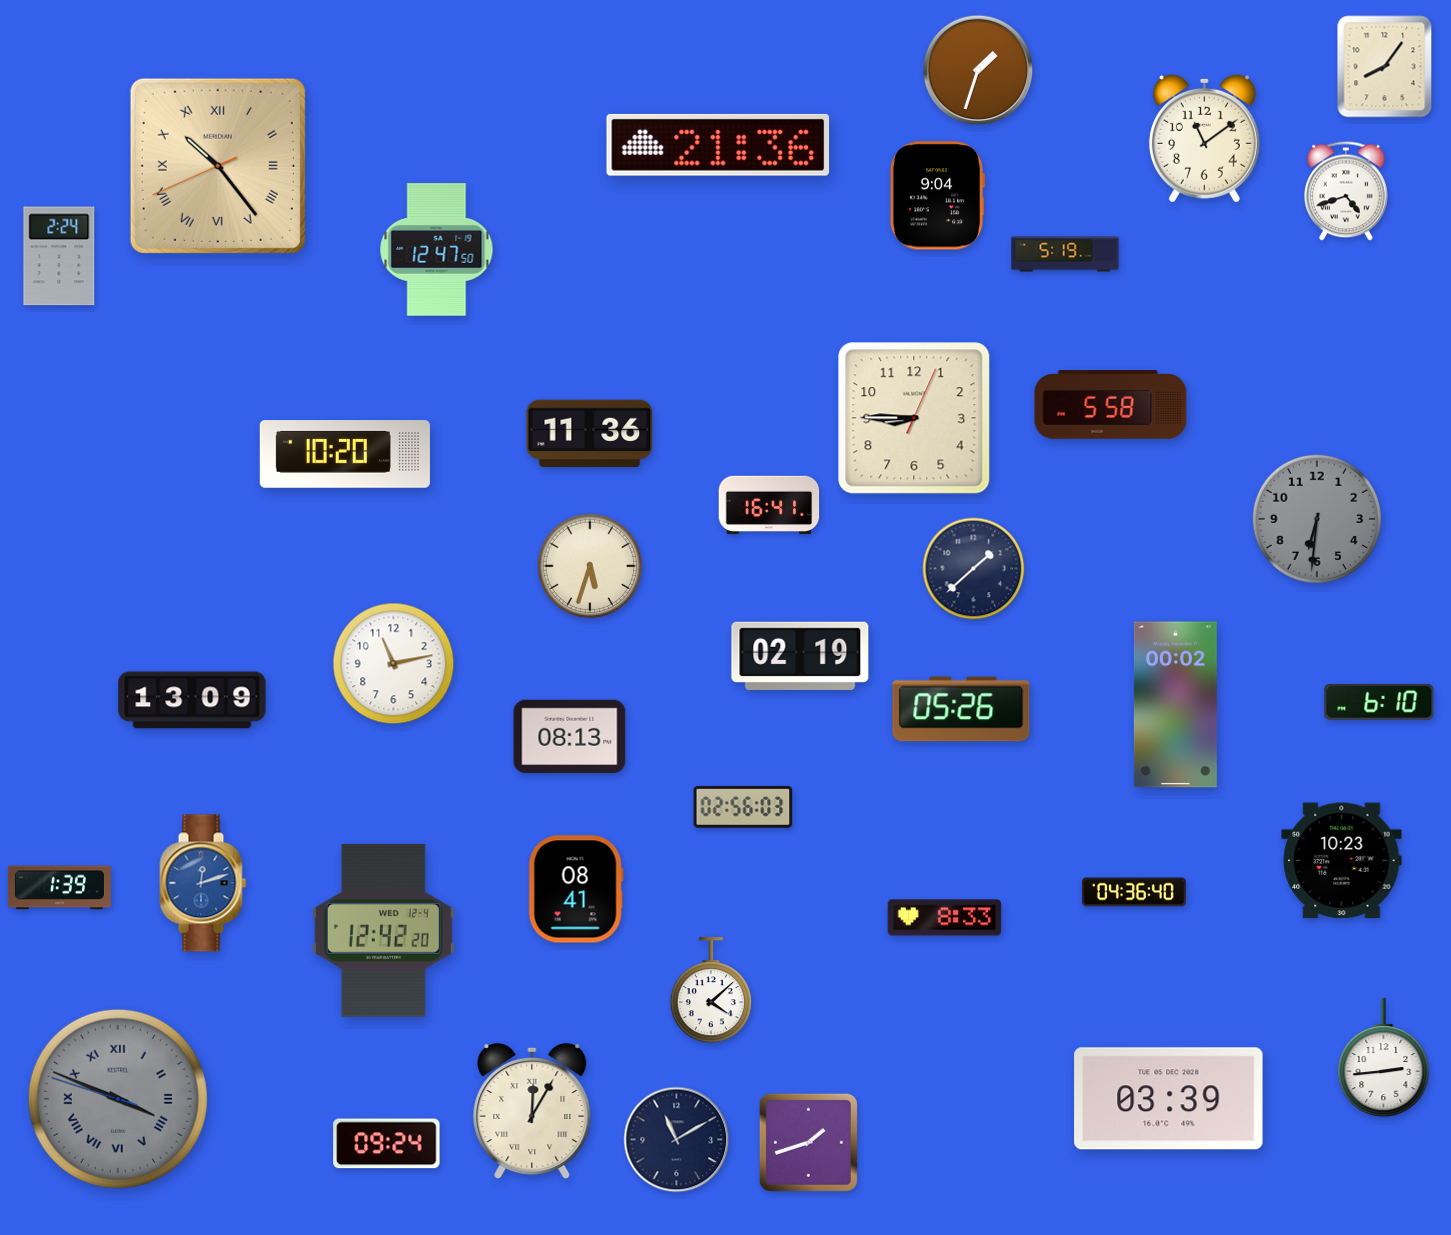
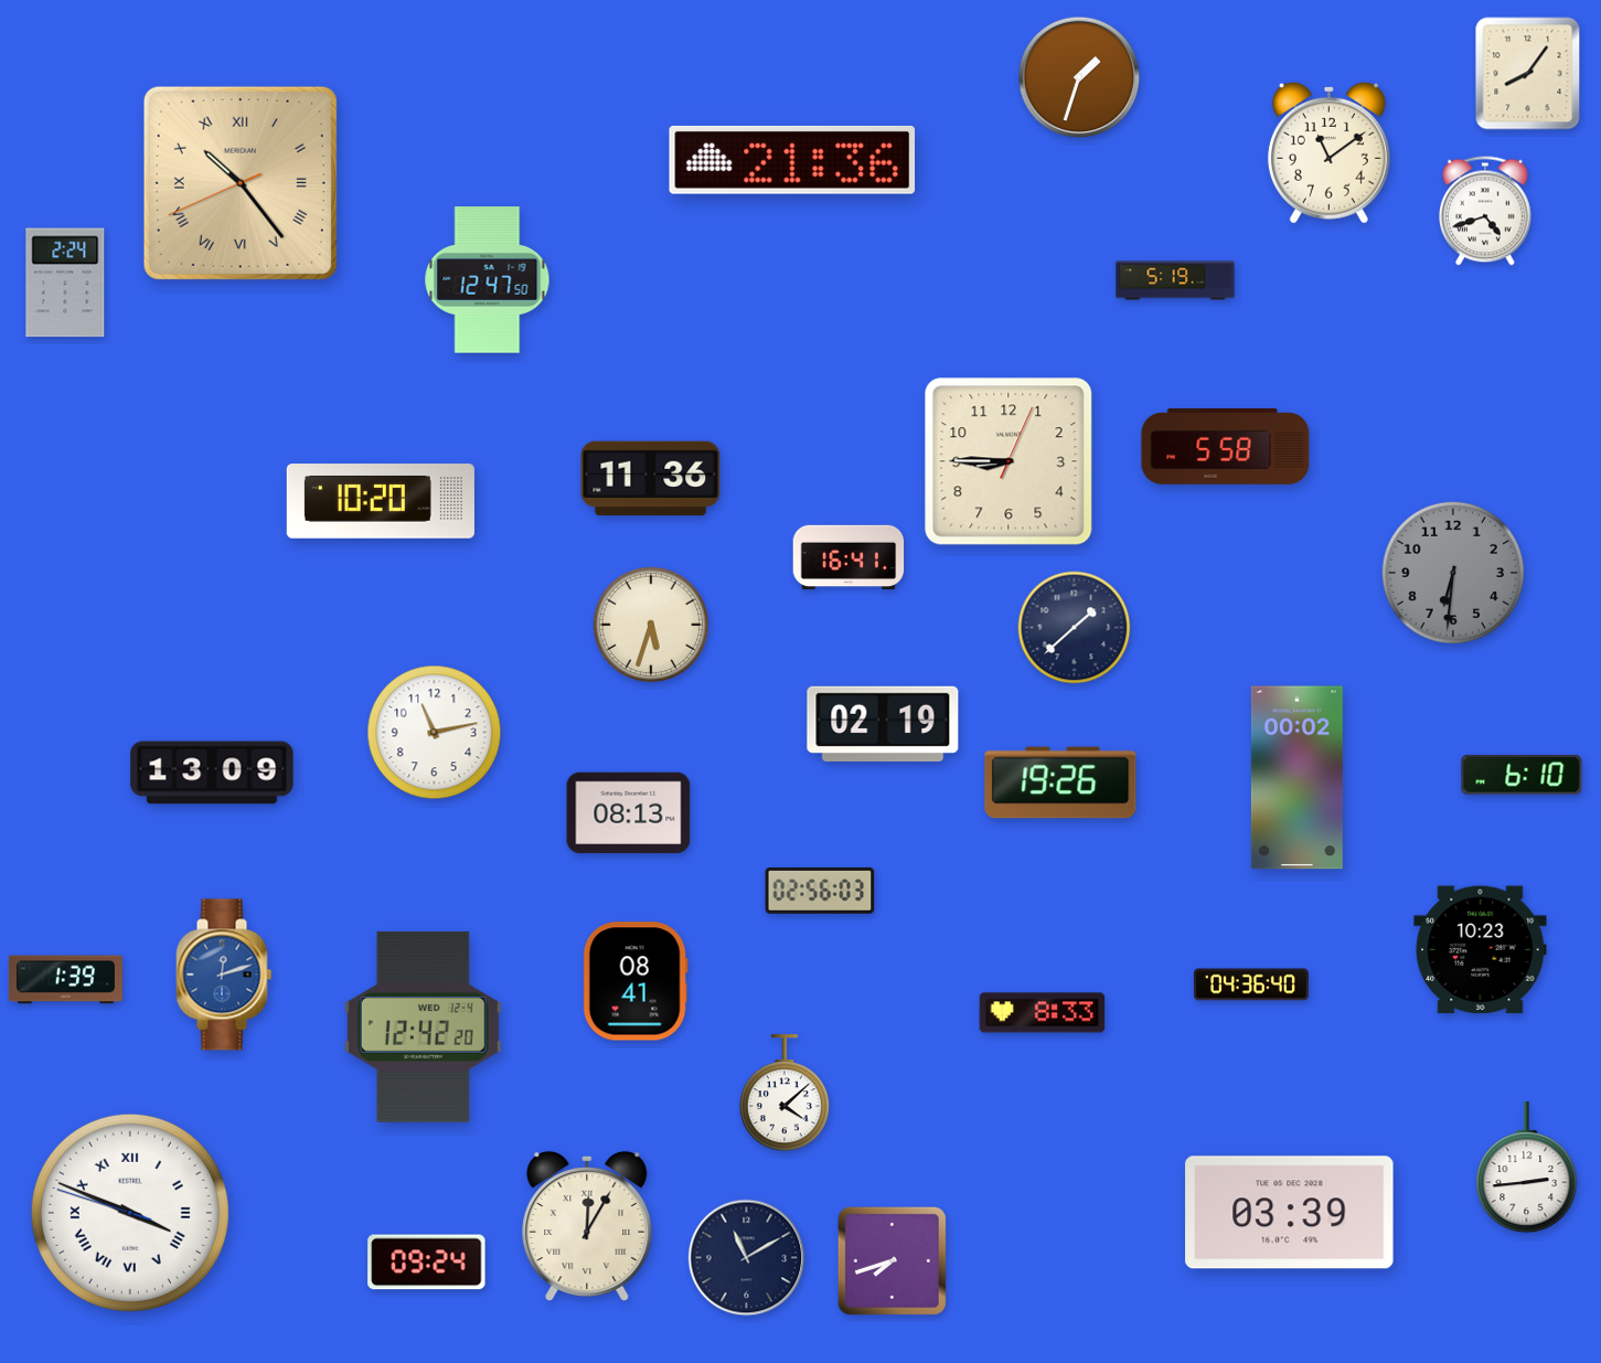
clock at (937, 196): 9:04 -> none
clock at (437, 250) position: (437, 250) -> (488, 280)
clock at (961, 709): 05:26 -> 19:26
clock at (118, 1099) dial: grey -> white
clock at (808, 1142): 1:42 -> 7:42
